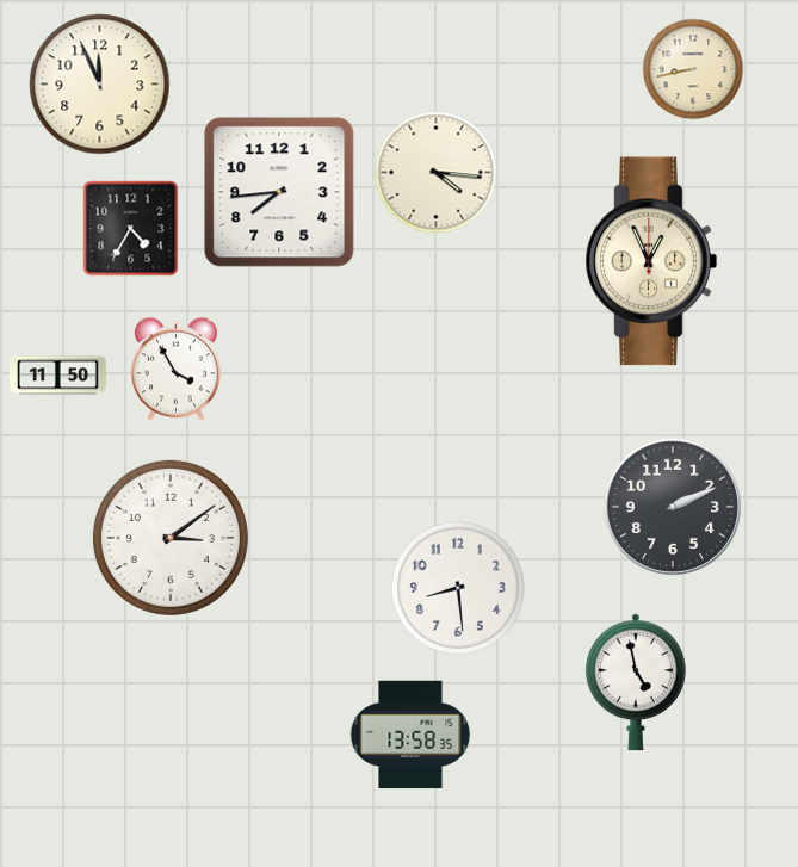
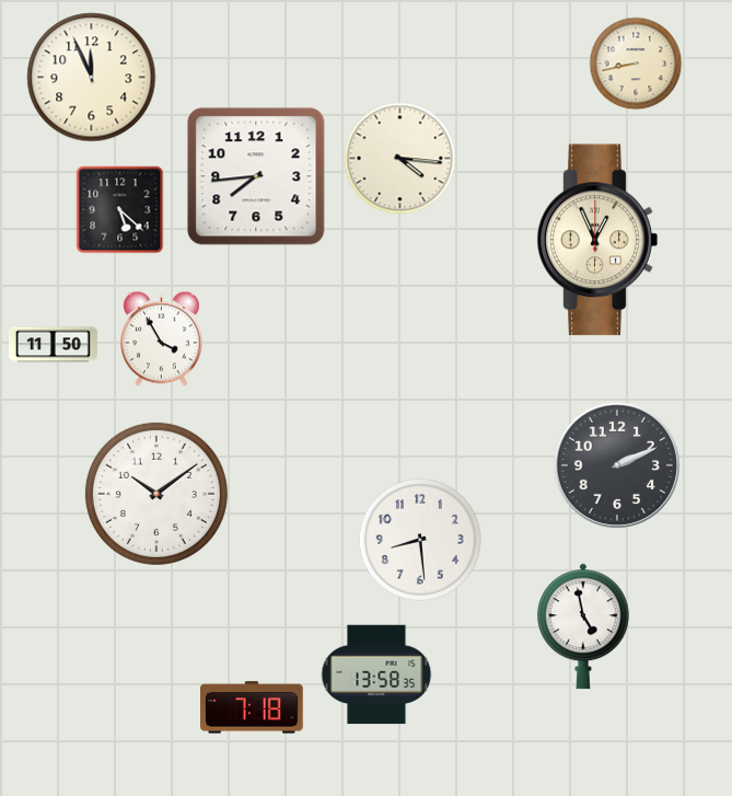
clock at (131, 229): 4:35 -> 5:22
clock at (171, 538): 3:09 -> 10:09
clock at (253, 707): none -> 7:18
